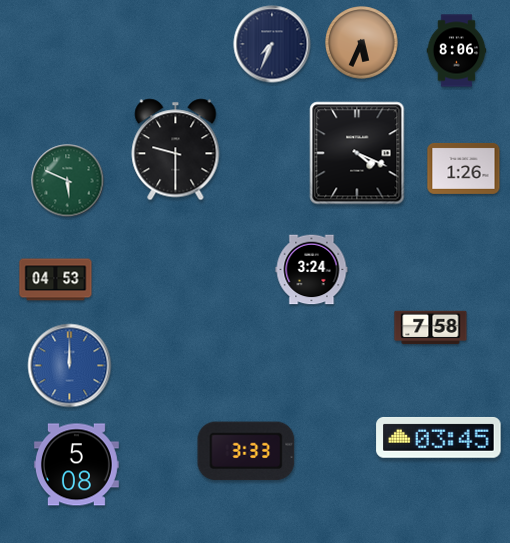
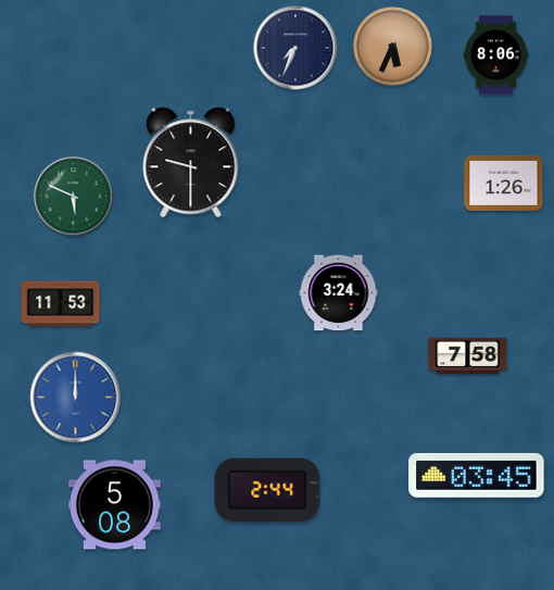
clock at (357, 153): 4:19 -> none
clock at (56, 280): 04:53 -> 11:53
clock at (246, 451): 3:33 -> 2:44
clock at (76, 465) position: (76, 465) -> (114, 505)
